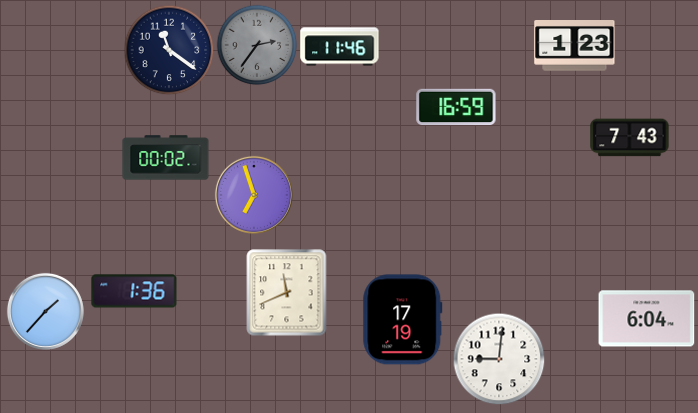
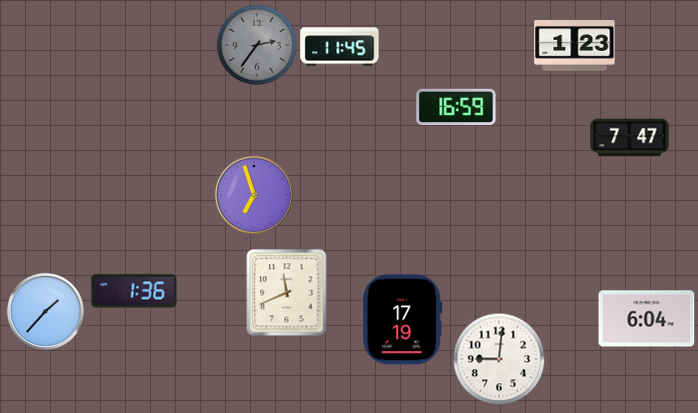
clock at (340, 47): 11:46 -> 11:45
clock at (169, 50): 11:21 -> none
clock at (630, 138): 7:43 -> 7:47
clock at (166, 158): 00:02 -> none
